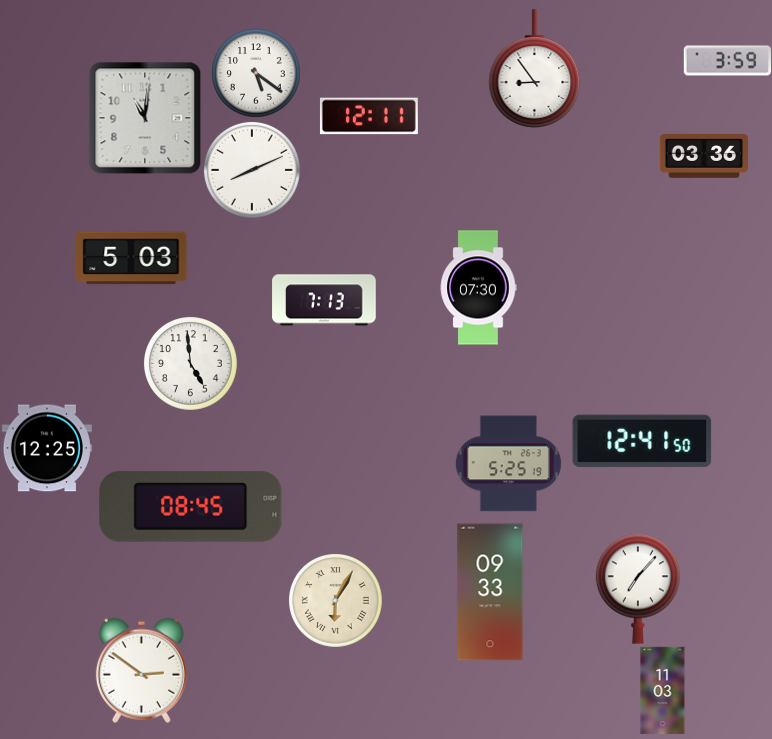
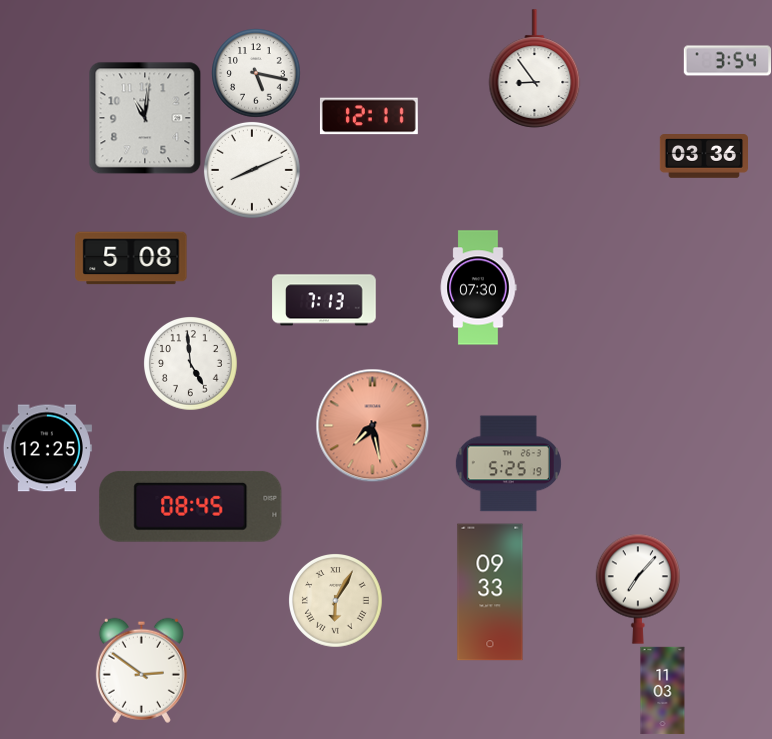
clock at (727, 61): 3:59 -> 3:54
clock at (256, 73): 5:21 -> 5:17
clock at (131, 258): 5:03 -> 5:08
clock at (372, 425): none -> 7:28
clock at (642, 441): 12:41 -> none
